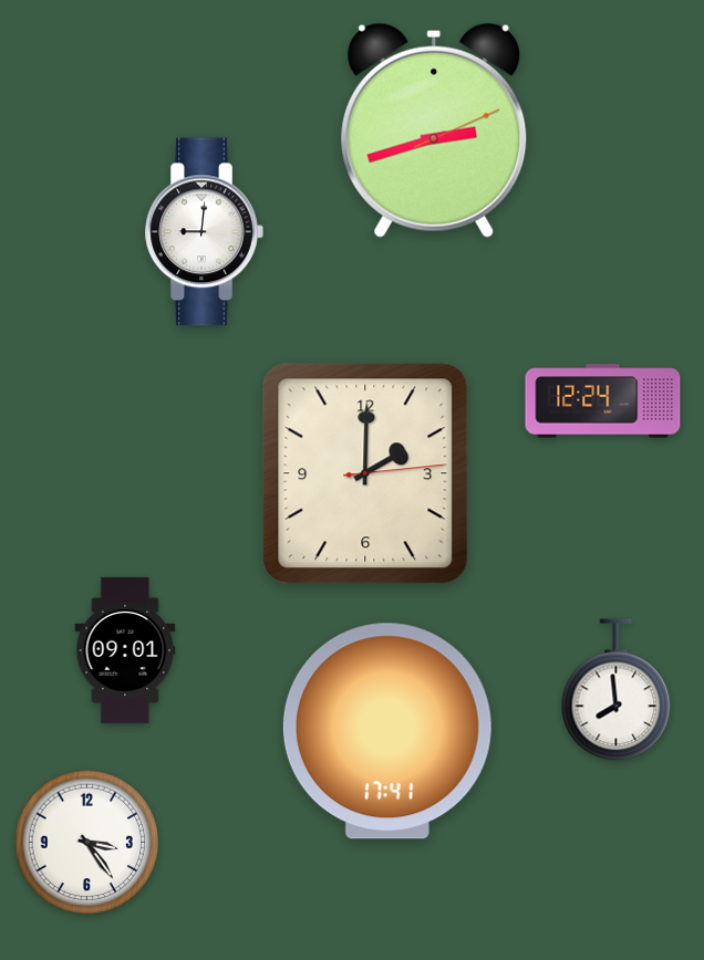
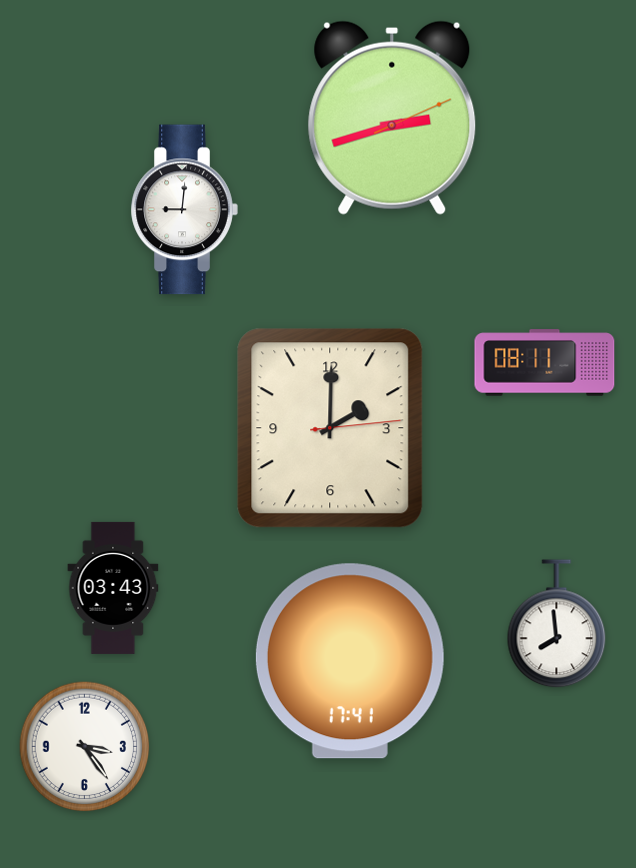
clock at (603, 401): 12:24 -> 08:11
clock at (125, 650): 09:01 -> 03:43
clock at (87, 843) position: (87, 843) -> (85, 747)
